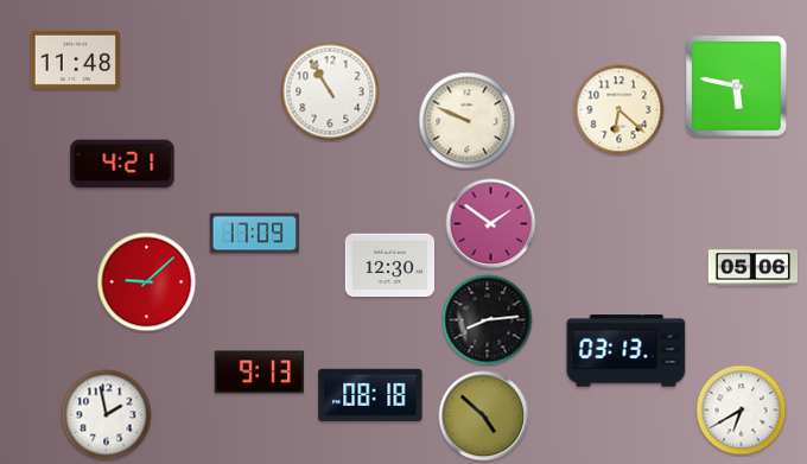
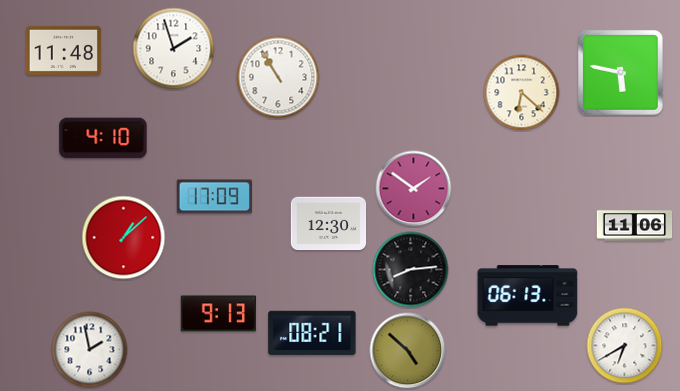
clock at (174, 49): none -> 1:57
clock at (468, 121): 9:49 -> none
clock at (122, 164): 4:21 -> 4:10
clock at (754, 268): 05:06 -> 11:06
clock at (147, 282): 9:08 -> 1:08
clock at (627, 351): 03:13 -> 06:13
clock at (370, 395): 08:18 -> 08:21
